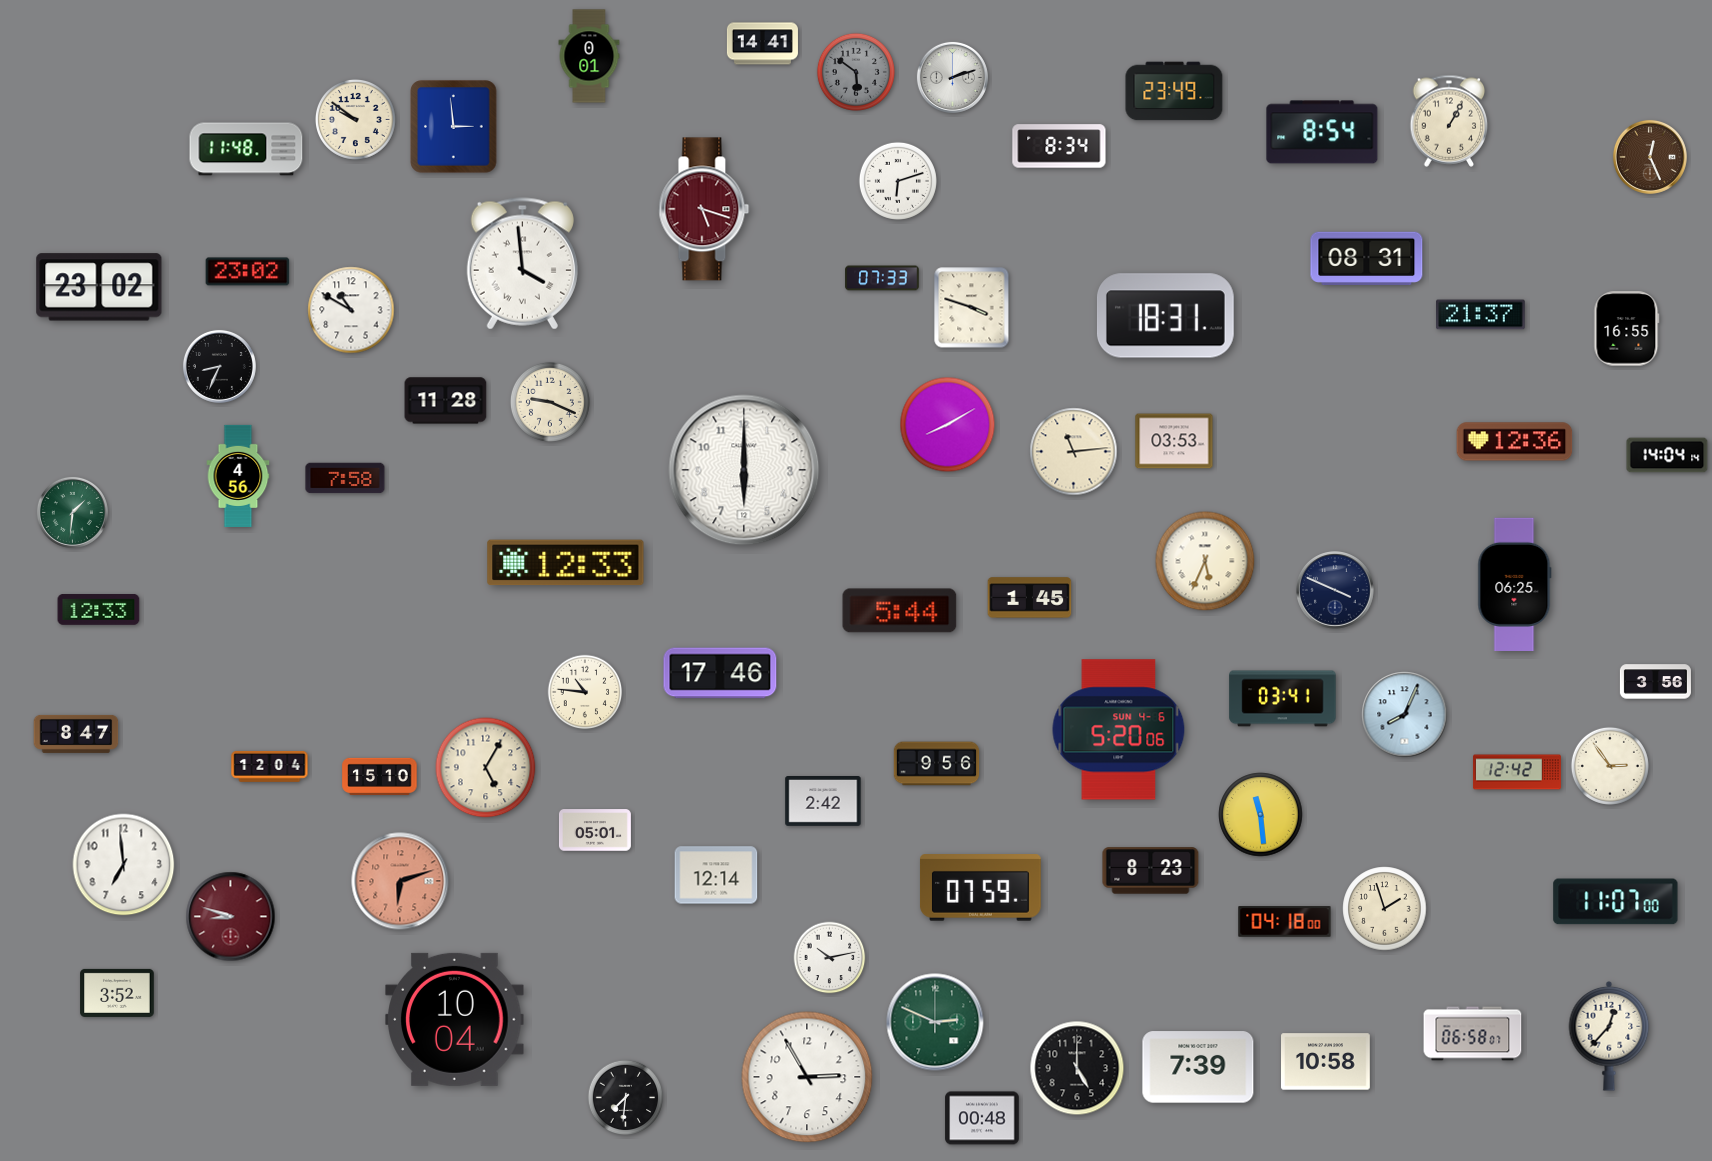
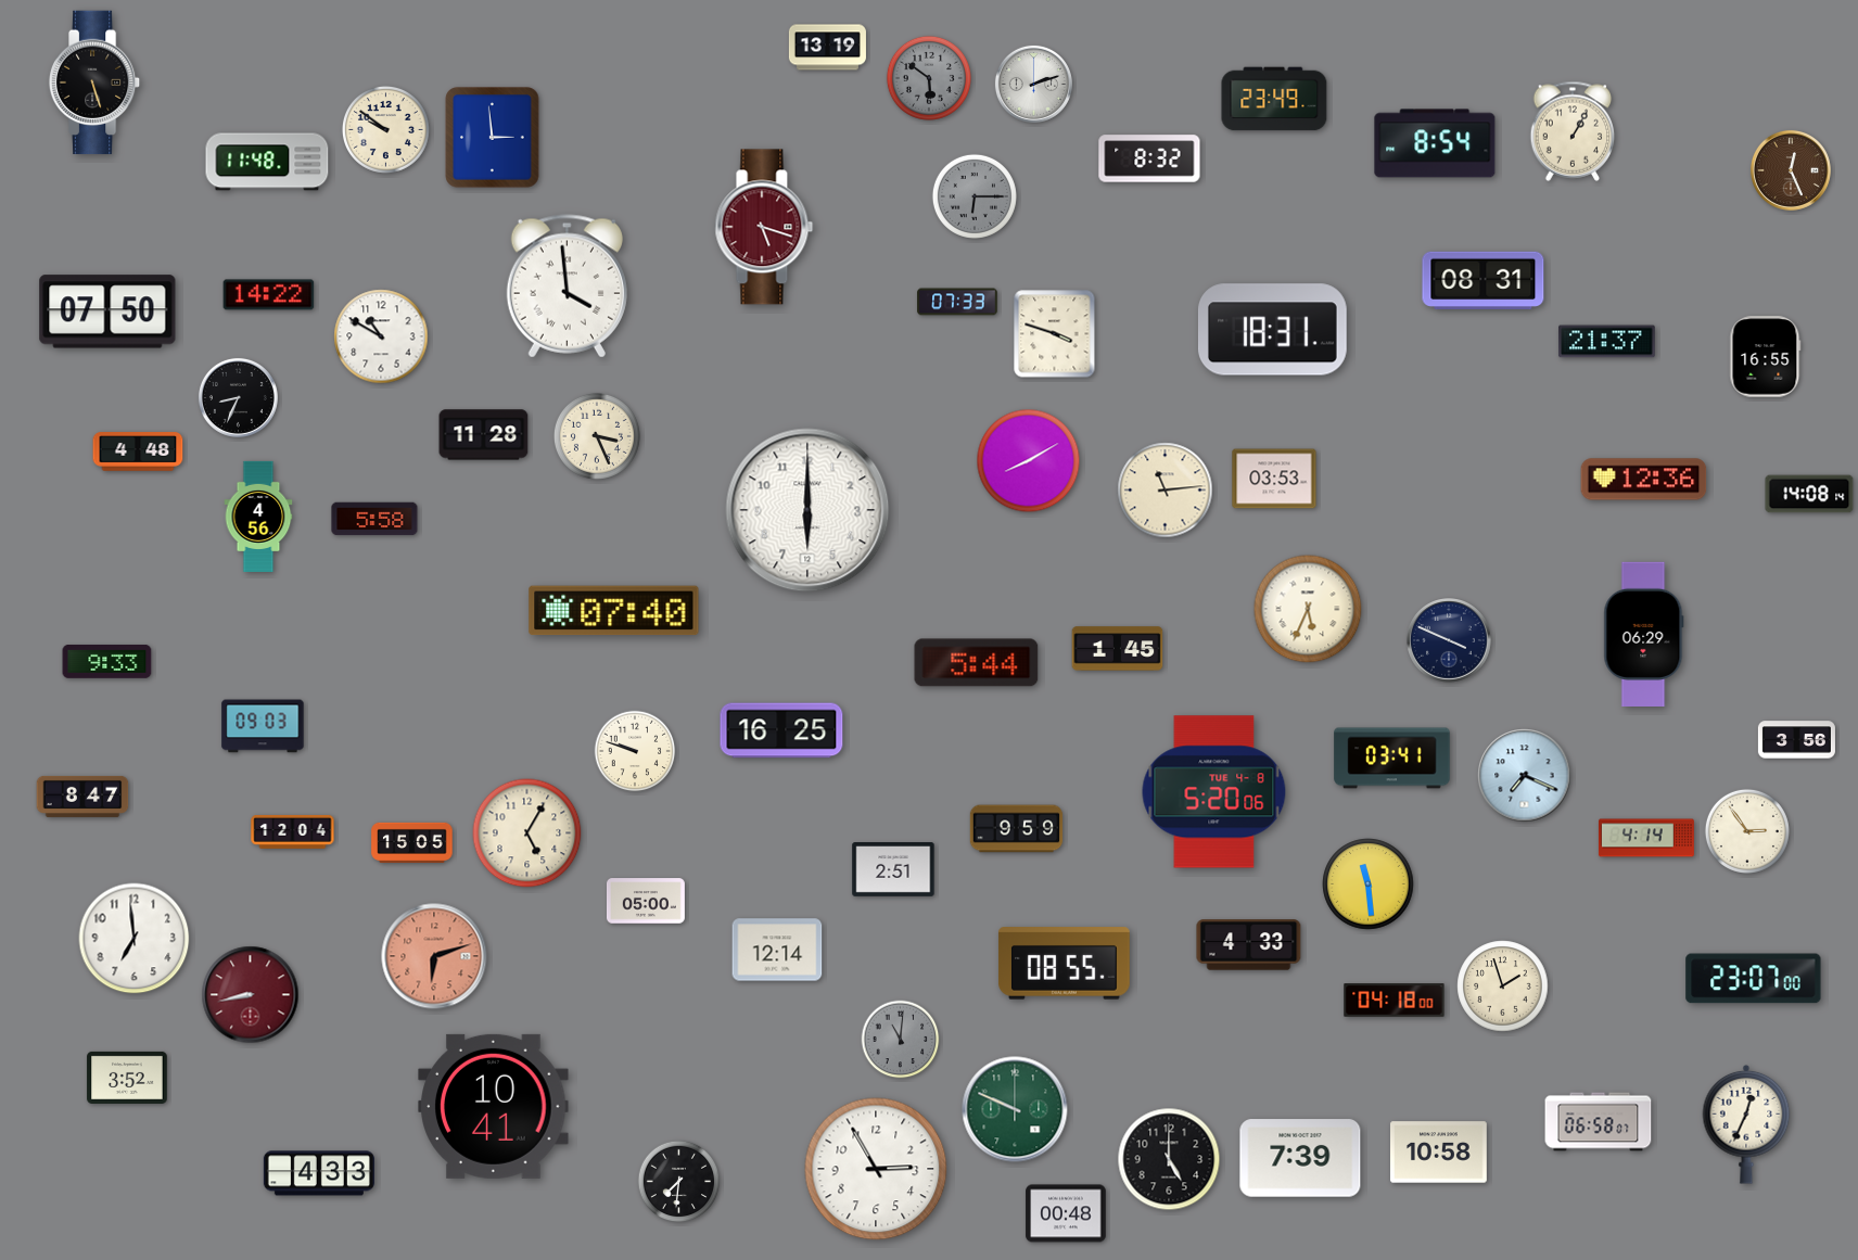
clock at (762, 44): 14:41 -> 13:19
clock at (589, 56): 0:01 -> none
clock at (94, 82): none -> 5:27
clock at (1059, 146): 8:34 -> 8:32
clock at (898, 181): 6:12 -> 6:15
clock at (898, 181) dial: white -> grey
clock at (248, 272): 23:02 -> 14:22
clock at (99, 287): 23:02 -> 07:50
clock at (1165, 316) position: (1165, 316) -> (1272, 330)
clock at (550, 402): 9:19 -> 3:26
clock at (138, 451): none -> 4:48
clock at (1667, 455): 14:04 -> 14:08
clock at (345, 478): 7:58 -> 5:58
clock at (72, 512): 1:31 -> none
clock at (566, 563): 12:33 -> 07:40
clock at (1515, 584): 06:25 -> 06:29
clock at (99, 610): 12:33 -> 9:33
clock at (263, 726): none -> 09:03
clock at (720, 673): 17:46 -> 16:25
clock at (585, 692): 10:46 -> 9:48
clock at (1405, 715): 8:04 -> 7:19
clock at (1119, 730) date: SUN 4-6 -> TUE 4-8
clock at (937, 764): 9:56 -> 9:59
clock at (1517, 772): 12:42 -> 4:14
clock at (380, 776): 15:10 -> 15:05
clock at (823, 802): 2:42 -> 2:51
clock at (595, 830): 05:01 -> 05:00
clock at (1151, 871): 8:23 -> 4:33
clock at (980, 888): 07:59 -> 08:55
clock at (1616, 902): 11:07 -> 23:07
clock at (231, 917): 8:48 -> 8:43
clock at (830, 958): 10:13 -> 11:01
clock at (830, 958) dial: white -> grey
clock at (455, 1019): 10:04 -> 10:41
clock at (935, 1022): 2:49 -> 9:49
clock at (1609, 1036): 12:37 -> 12:34
clock at (319, 1173): none -> 4:33
clock at (626, 1098) position: (626, 1098) -> (679, 1182)
